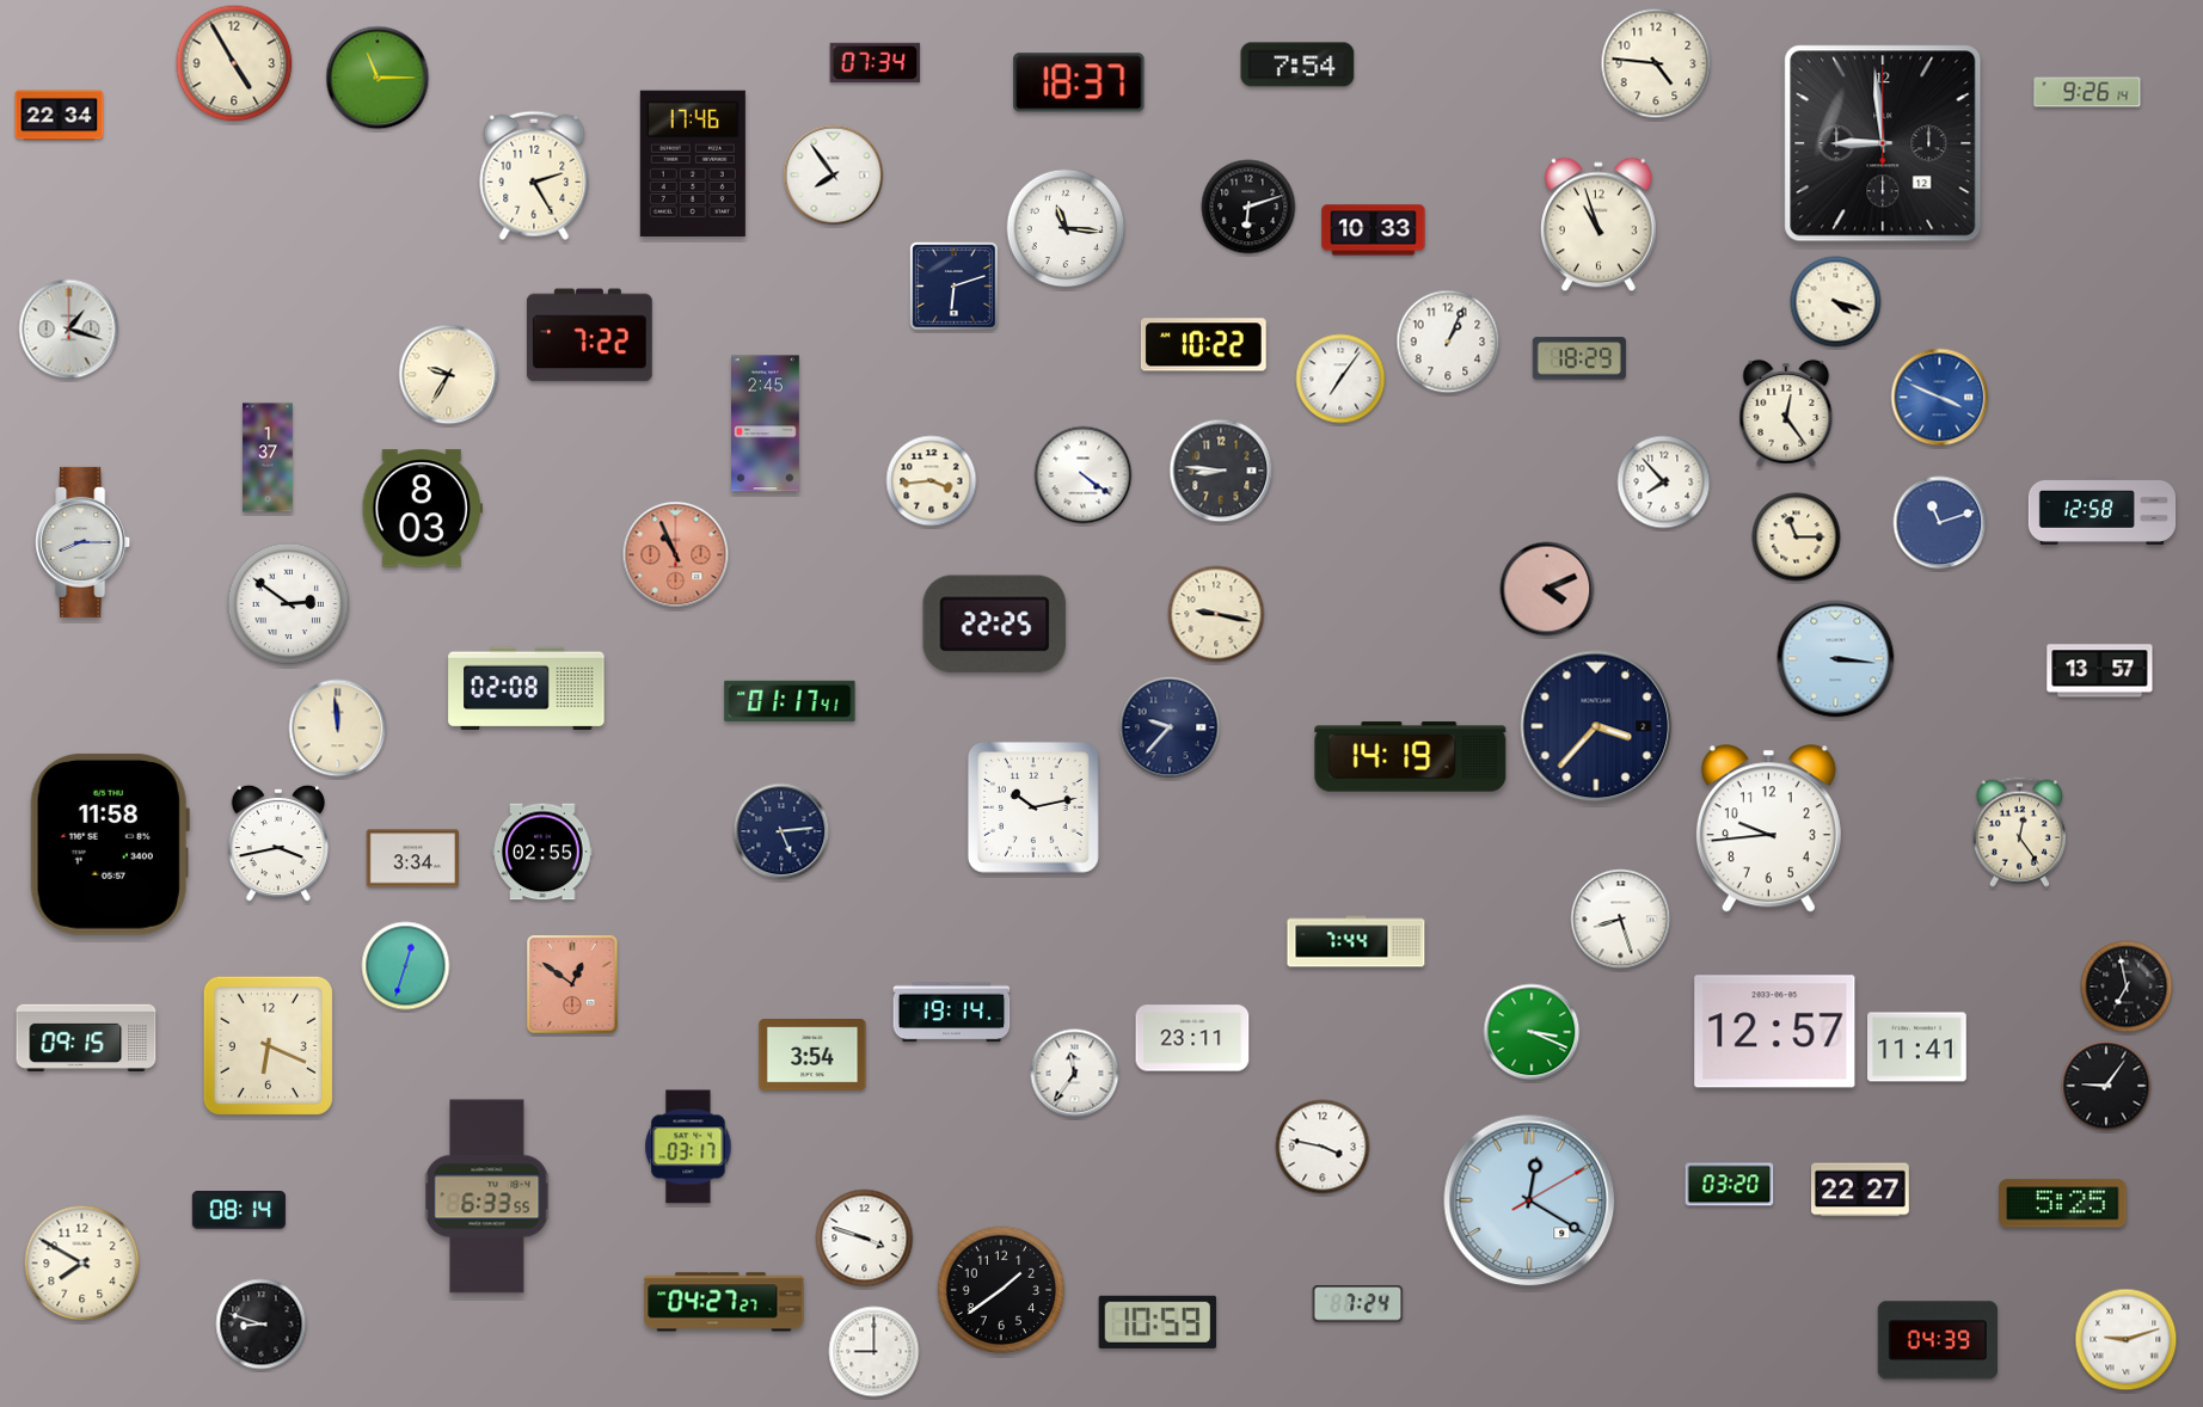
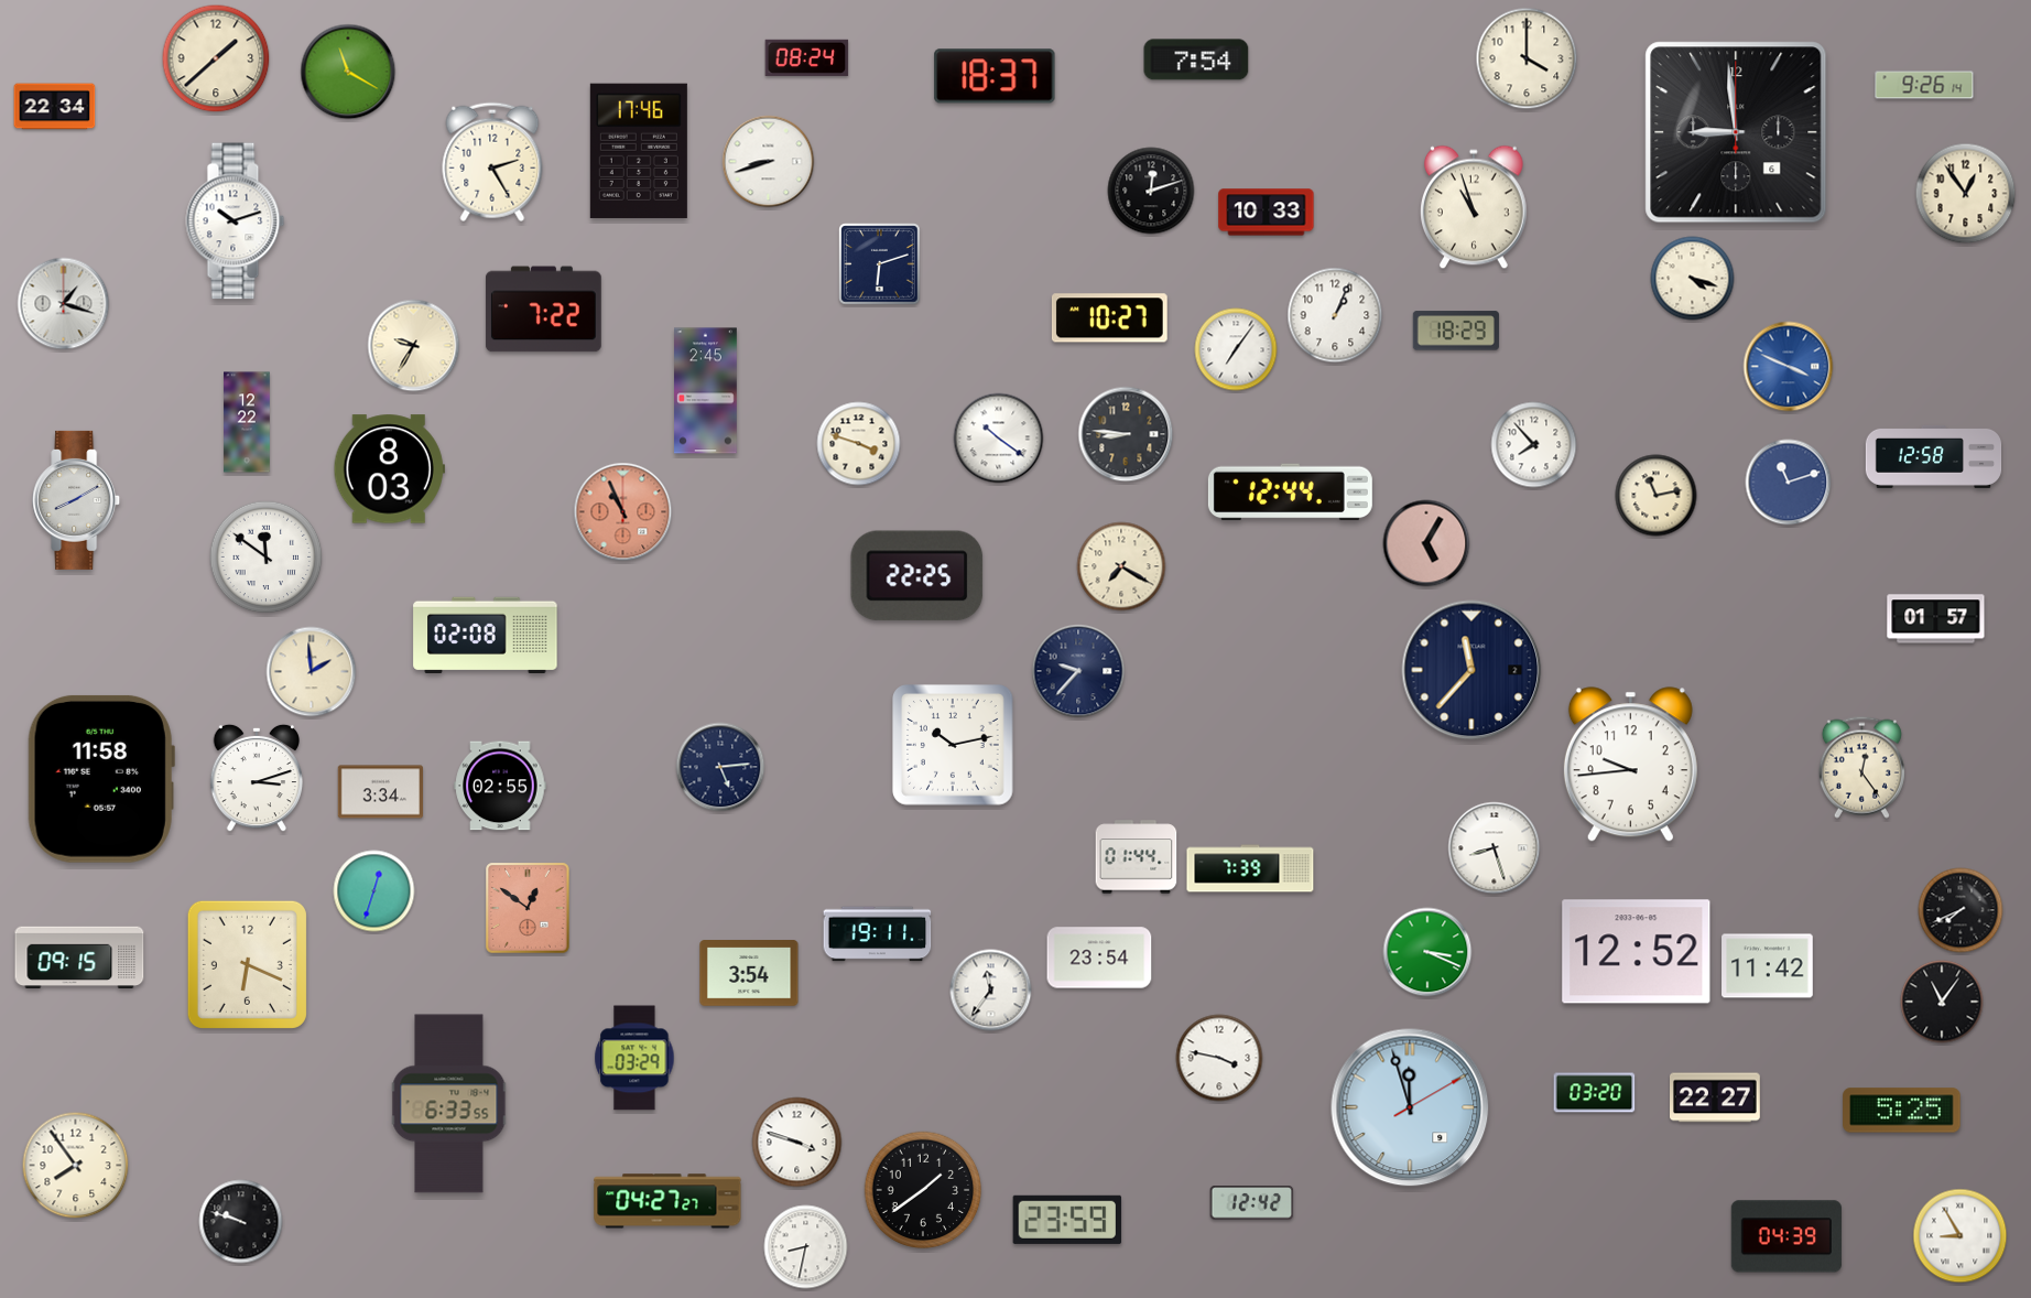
clock at (876, 62): 07:34 -> 08:24
clock at (234, 63): 4:55 -> 1:38
clock at (1656, 63): 4:46 -> 4:00
clock at (378, 78): 11:15 -> 11:20
clock at (1883, 143) date: 12 -> 6
clock at (834, 176): 7:54 -> 8:42
clock at (1248, 207): 6:12 -> 12:12
clock at (1966, 194): none -> 12:54
clock at (1066, 228): 11:16 -> none
clock at (236, 221): none -> 10:12
clock at (1203, 345): 10:22 -> 10:27
clock at (1786, 413): 12:24 -> none
clock at (268, 457): 1:37 -> 12:22
clock at (1084, 475): 4:21 -> 10:21
clock at (932, 481): 3:44 -> 3:48
clock at (2103, 510) position: (2103, 510) -> (1934, 456)
clock at (1290, 493): none -> 12:44
clock at (1797, 537): 11:15 -> 11:13
clock at (84, 542): 8:15 -> 8:10
clock at (1547, 589): 4:11 -> 5:05
clock at (289, 604): 2:51 -> 11:51
clock at (1216, 614): 9:17 -> 7:20
clock at (1836, 659): 3:16 -> none
clock at (2100, 671): 13:57 -> 01:57
clock at (790, 700): 01:17 -> none
clock at (1596, 726): 3:37 -> 11:37
clock at (338, 729): 11:59 -> 1:59
clock at (1411, 757): 14:19 -> none
clock at (277, 843): 3:43 -> 3:12
clock at (1137, 857): none -> 01:44
clock at (1356, 941): 7:44 -> 7:39
clock at (2127, 987): 6:58 -> 7:41
clock at (952, 1013): 19:14 -> 19:11
clock at (1532, 1032) position: (1532, 1032) -> (1427, 952)
clock at (1775, 1032): 12:57 -> 12:52
clock at (1192, 1038): 23:11 -> 23:54
clock at (1917, 1047): 11:41 -> 11:42
clock at (2106, 1086): 9:06 -> 11:06
clock at (688, 1147): 03:17 -> 03:29
clock at (1529, 1200): 12:20 -> 11:57
clock at (239, 1210): 08:14 -> none
clock at (82, 1264): 7:50 -> 7:54
clock at (1358, 1304): 7:24 -> 12:42
clock at (1158, 1322): 10:59 -> 23:59
clock at (262, 1325): 8:48 -> 9:48
clock at (2127, 1340): 9:12 -> 8:55
clock at (875, 1352): 9:00 -> 8:32
